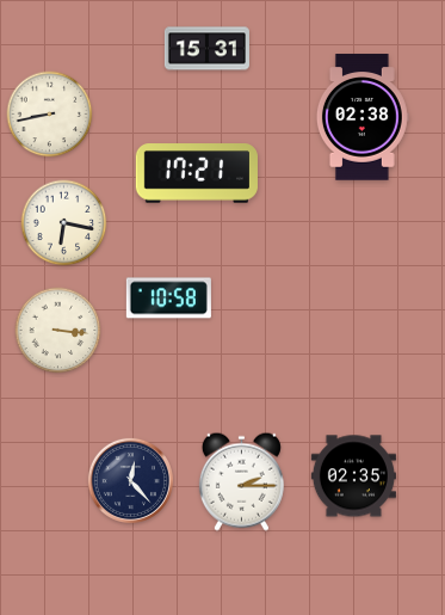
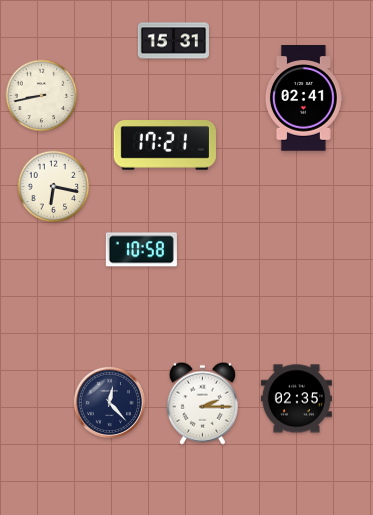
clock at (363, 117): 02:38 -> 02:41
clock at (58, 331): 3:16 -> none
